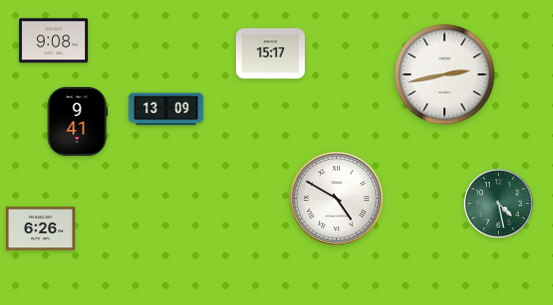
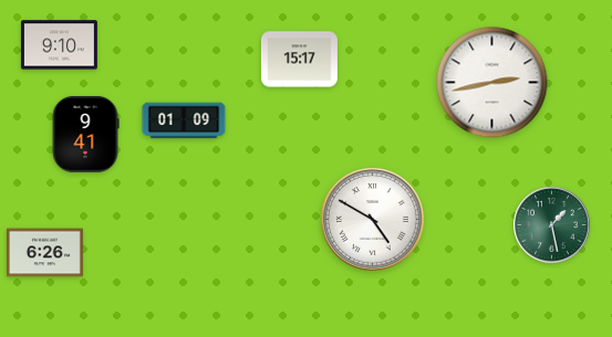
clock at (53, 41): 9:08 -> 9:10
clock at (166, 109): 13:09 -> 01:09
clock at (499, 204): 4:28 -> 1:28
